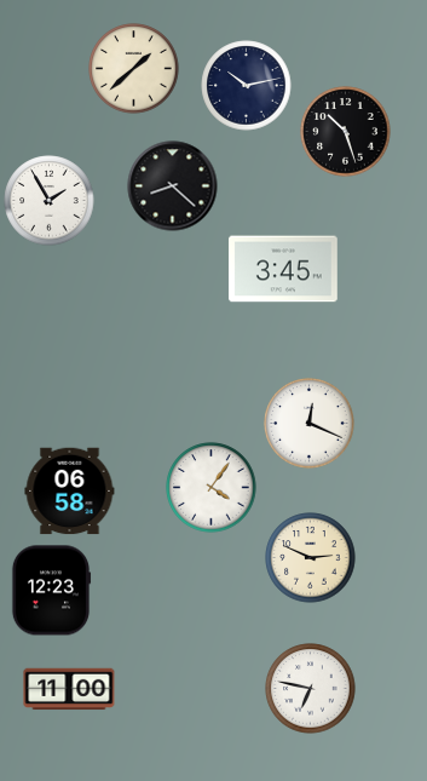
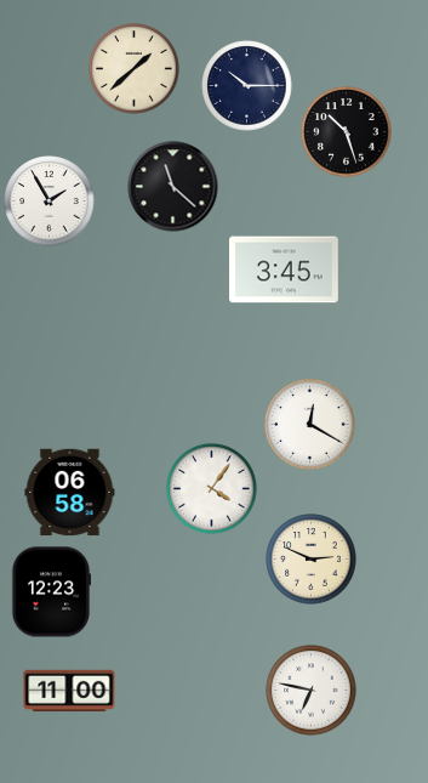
clock at (247, 86): 10:13 -> 10:15
clock at (173, 186): 8:22 -> 11:22
clock at (310, 424): 12:19 -> 12:20
